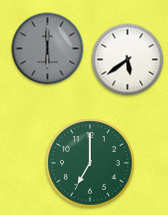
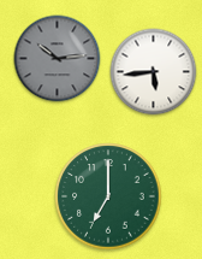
clock at (48, 49): 6:00 -> 10:14
clock at (128, 60): 5:39 -> 5:44
